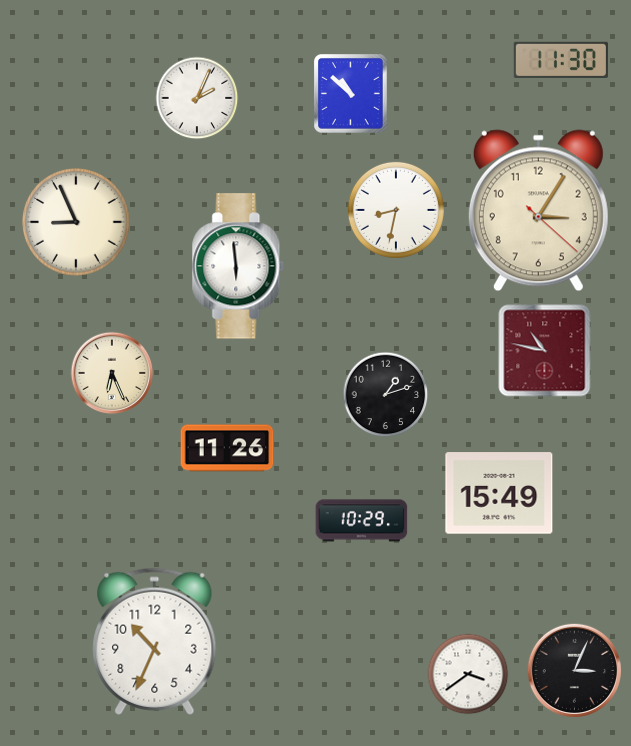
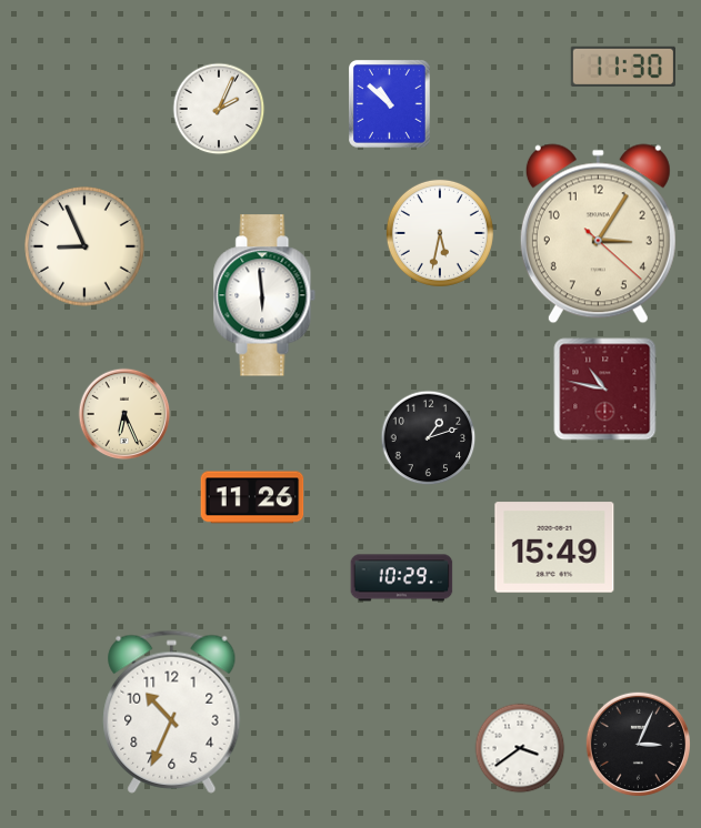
clock at (396, 210): 8:32 -> 5:32
